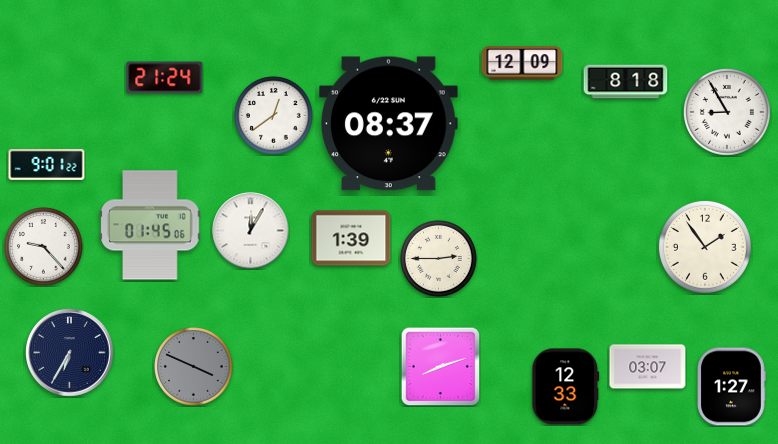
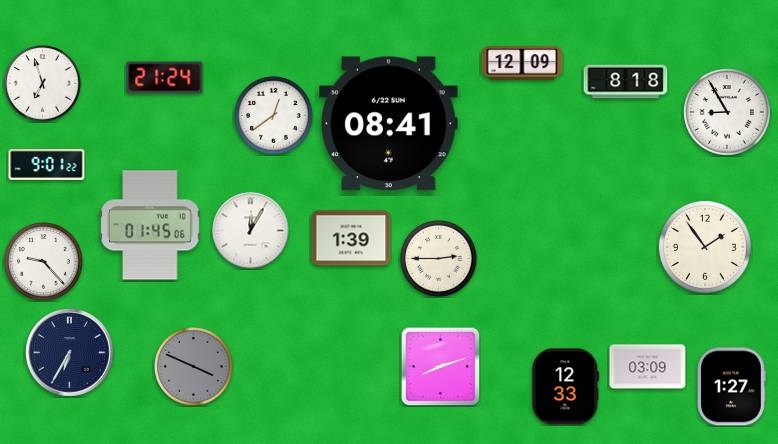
clock at (43, 84): none -> 6:57
clock at (389, 124): 08:37 -> 08:41
clock at (44, 247) position: (44, 247) -> (44, 262)
clock at (648, 367): 03:07 -> 03:09
